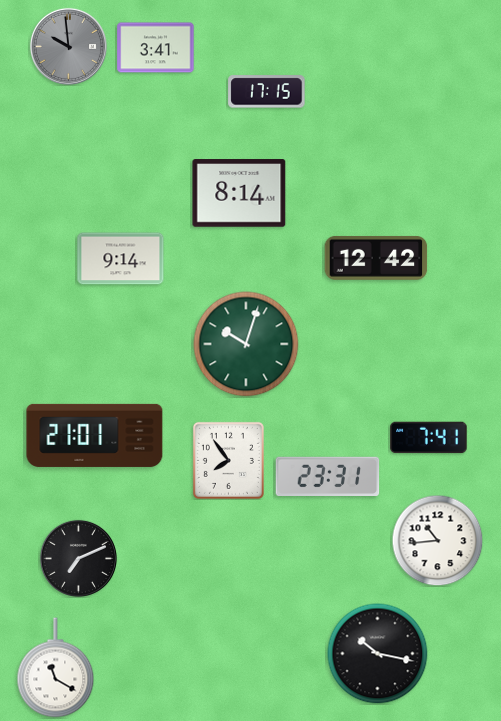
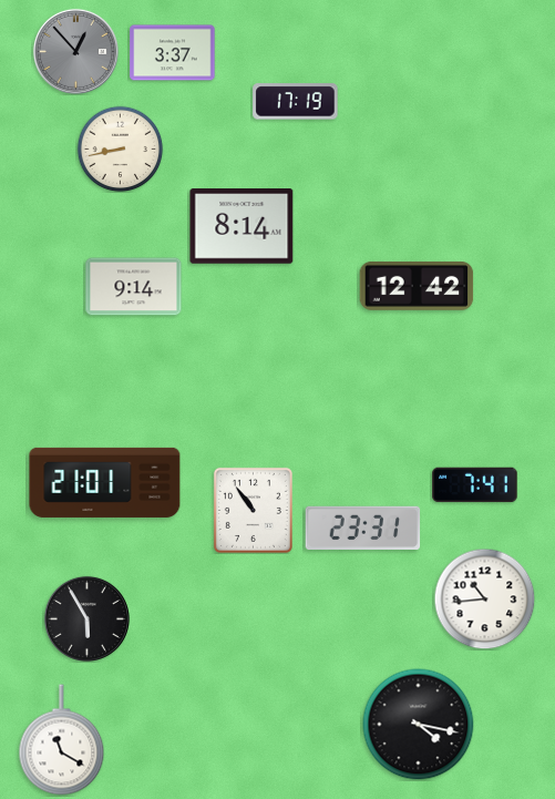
clock at (68, 46): 9:59 -> 12:53
clock at (156, 48): 3:41 -> 3:37
clock at (267, 92): 17:15 -> 17:19
clock at (120, 148): none -> 8:43
clock at (239, 193) position: (239, 193) -> (241, 226)
clock at (246, 344): 10:03 -> none
clock at (228, 460): 7:54 -> 10:54
clock at (78, 558): 7:11 -> 5:55
clock at (378, 654): 10:17 -> 4:17
